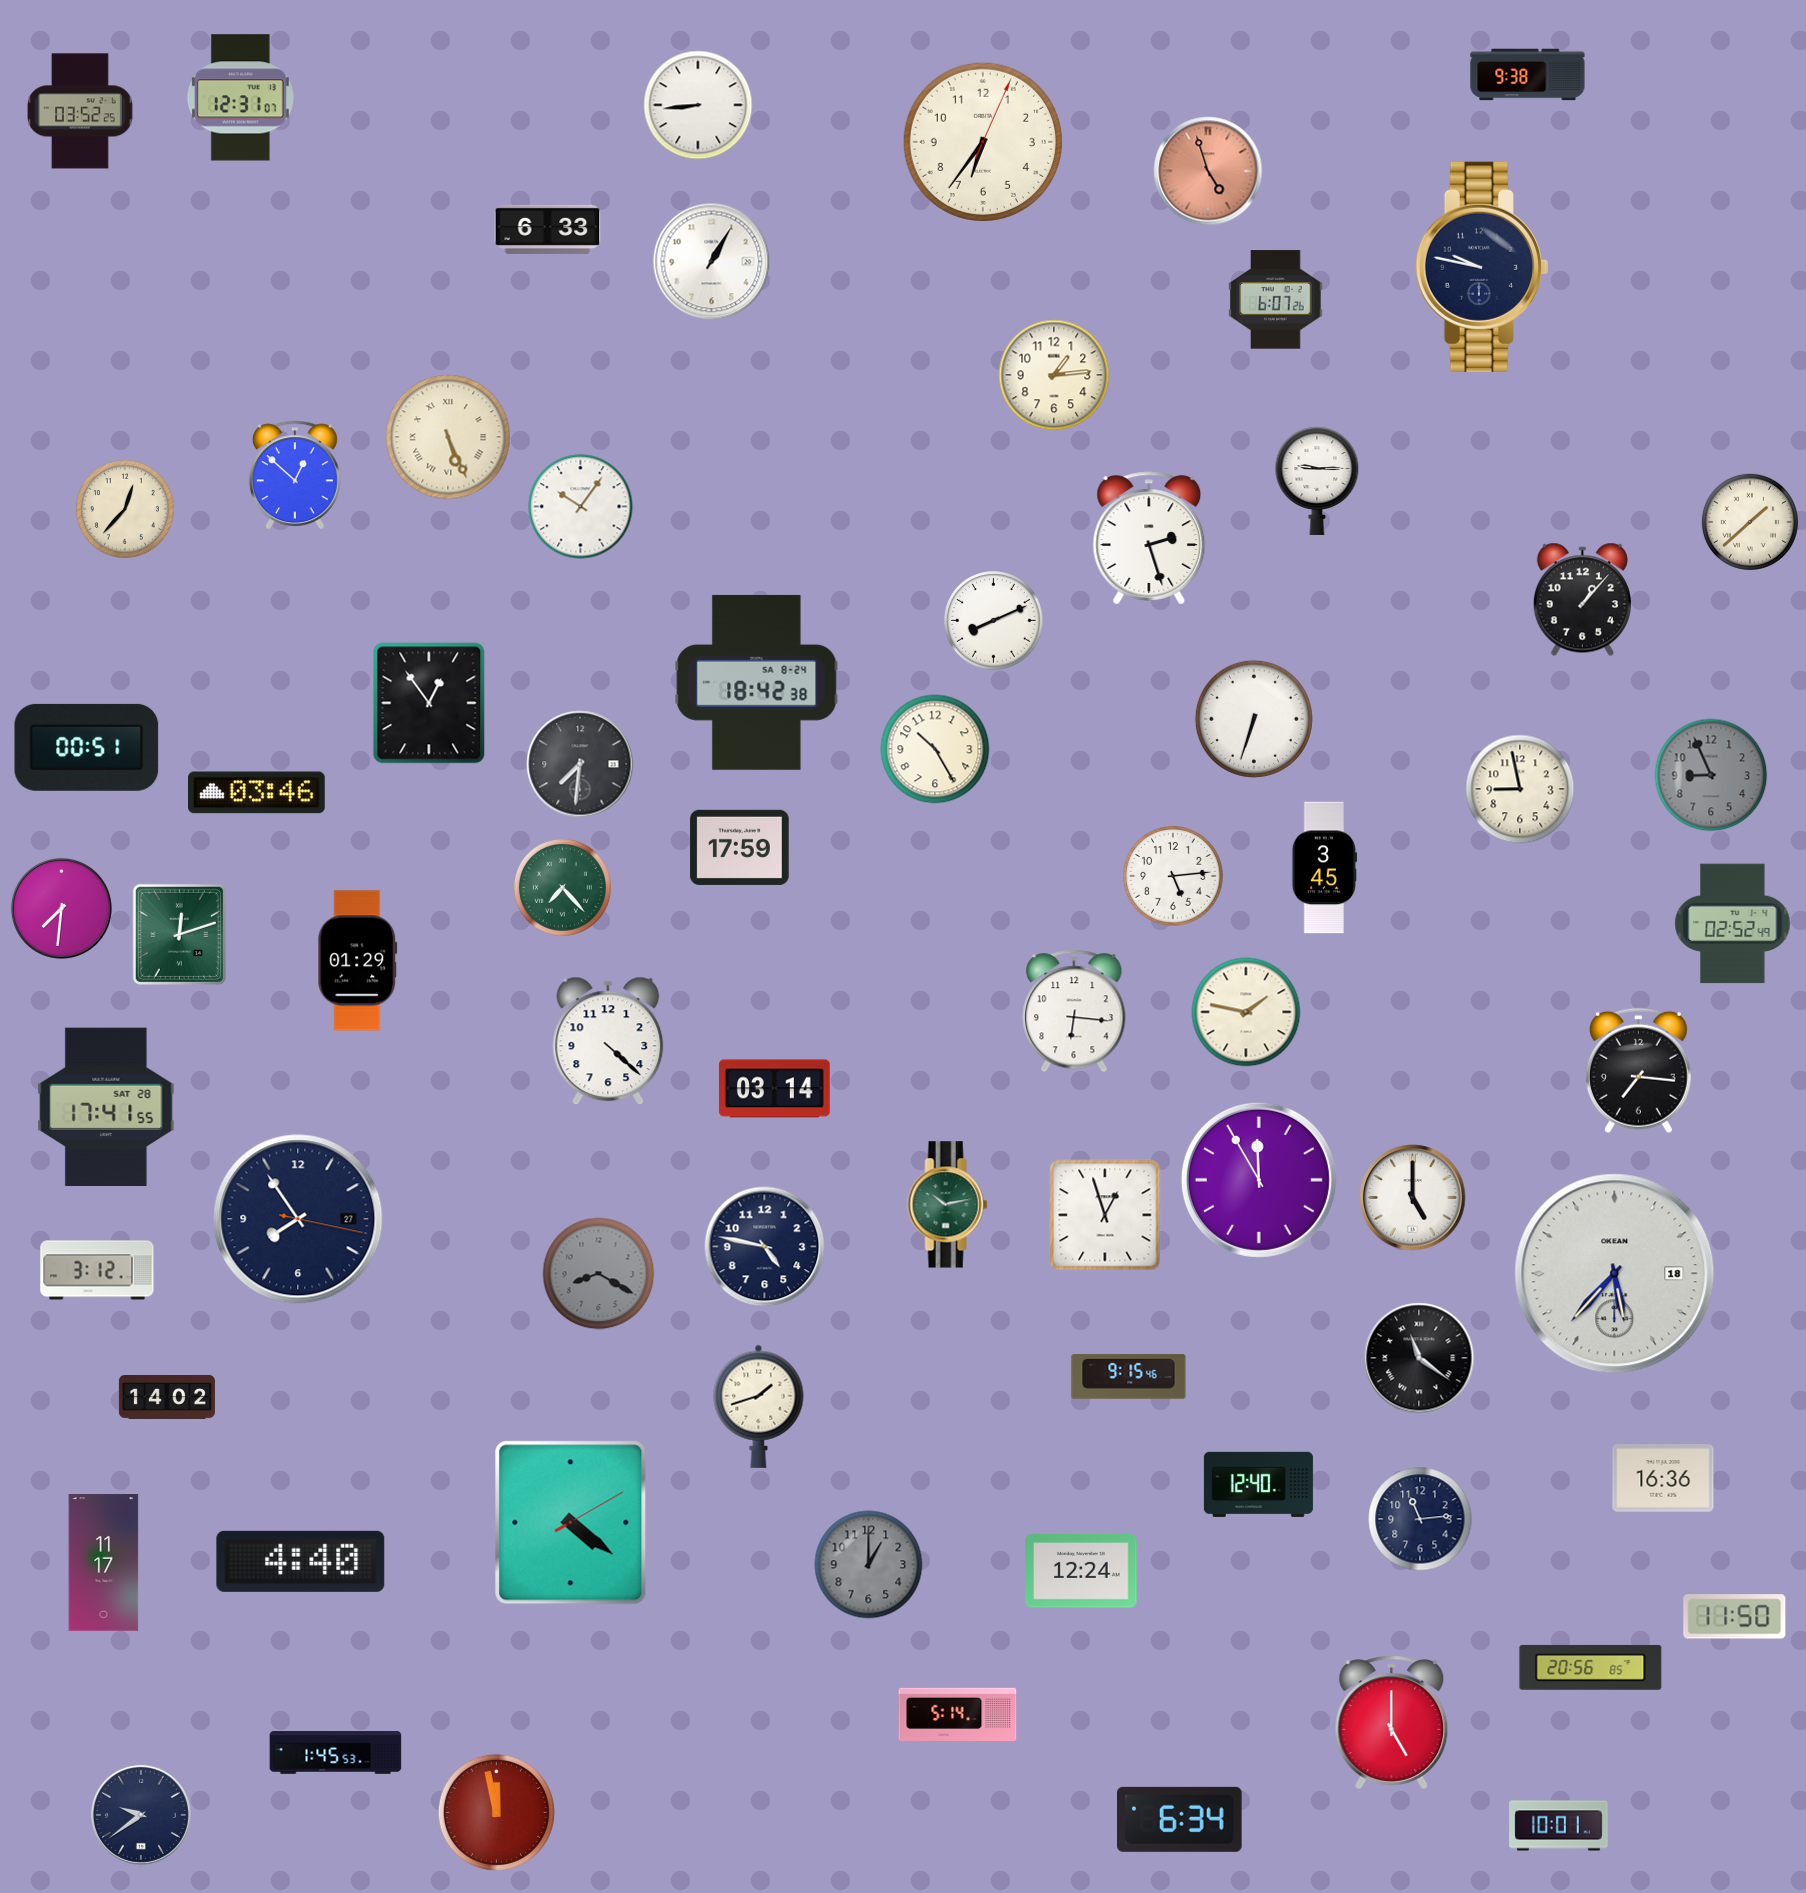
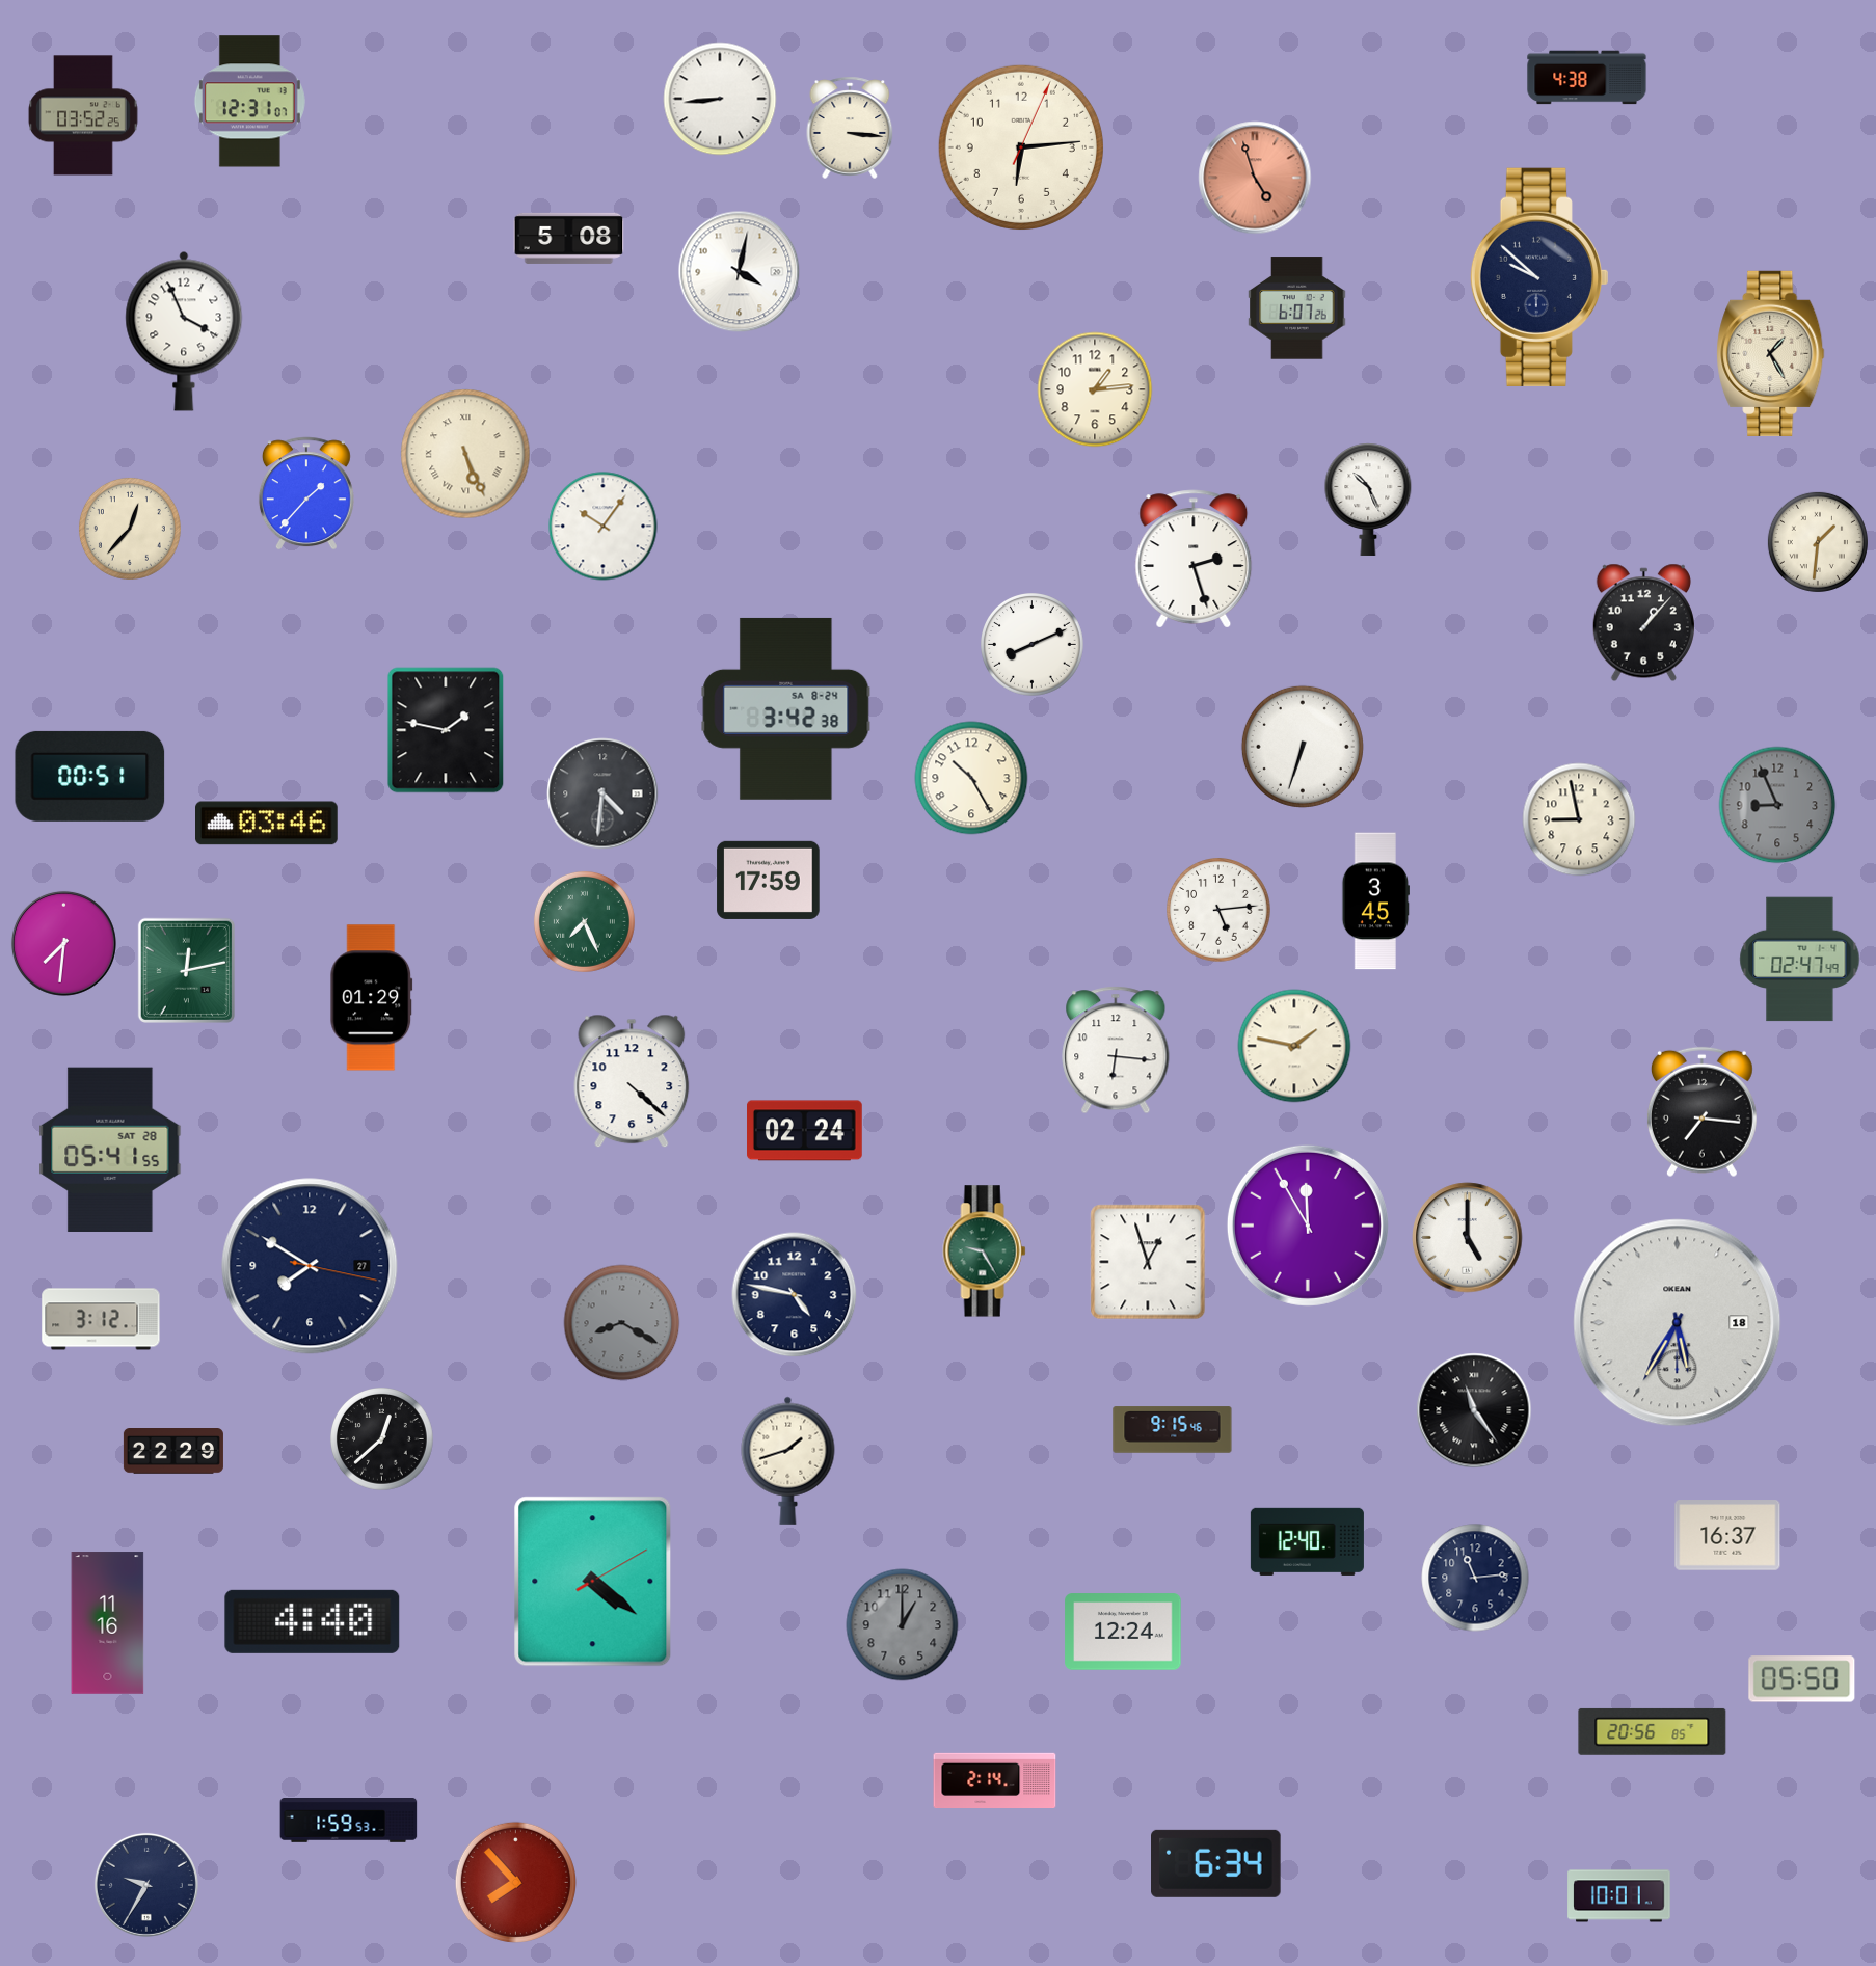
clock at (1528, 75): 9:38 -> 4:38
clock at (698, 105) position: (698, 105) -> (720, 99)
clock at (850, 128): none -> 3:16
clock at (983, 142): 6:36 -> 6:14
clock at (548, 229): 6:33 -> 5:08
clock at (712, 262): 1:05 -> 4:02
clock at (1481, 267): 9:47 -> 9:52
clock at (1276, 300) position: (1276, 300) -> (1297, 308)
clock at (184, 331): none -> 3:56
clock at (1771, 353): none -> 1:25
clock at (295, 475): 12:52 -> 1:37
clock at (1317, 481): 9:15 -> 10:26
clock at (1750, 522): 1:38 -> 1:31
clock at (757, 682): 18:42 -> 3:42
clock at (429, 703): 12:54 -> 1:47
clock at (580, 764): 7:31 -> 4:31
clock at (562, 887): 7:23 -> 7:26
clock at (1733, 924): 02:52 -> 02:47
clock at (179, 934): 12:12 -> 12:13
clock at (1246, 1012) position: (1246, 1012) -> (1294, 1046)
clock at (775, 1089): 03:14 -> 02:24
clock at (106, 1106): 17:41 -> 05:41
clock at (1413, 1198) position: (1413, 1198) -> (1468, 1238)
clock at (948, 1205): 10:13 -> 9:25
clock at (298, 1219): 7:54 -> 7:50
clock at (1615, 1274): 5:37 -> 5:35
clock at (1419, 1358): 11:21 -> 11:24
clock at (382, 1439): none -> 12:38
clock at (167, 1398): 14:02 -> 22:29
clock at (1663, 1478): 16:36 -> 16:37
clock at (104, 1563): 11:17 -> 11:16
clock at (1735, 1617): 11:50 -> 05:50
clock at (958, 1714): 5:14 -> 2:14
clock at (1392, 1723): 5:00 -> none
clock at (336, 1753): 1:45 -> 1:59
clock at (496, 1812): 11:58 -> 7:53
clock at (141, 1815): 9:39 -> 9:35
clock at (1180, 1819) position: (1180, 1819) -> (1216, 1863)
